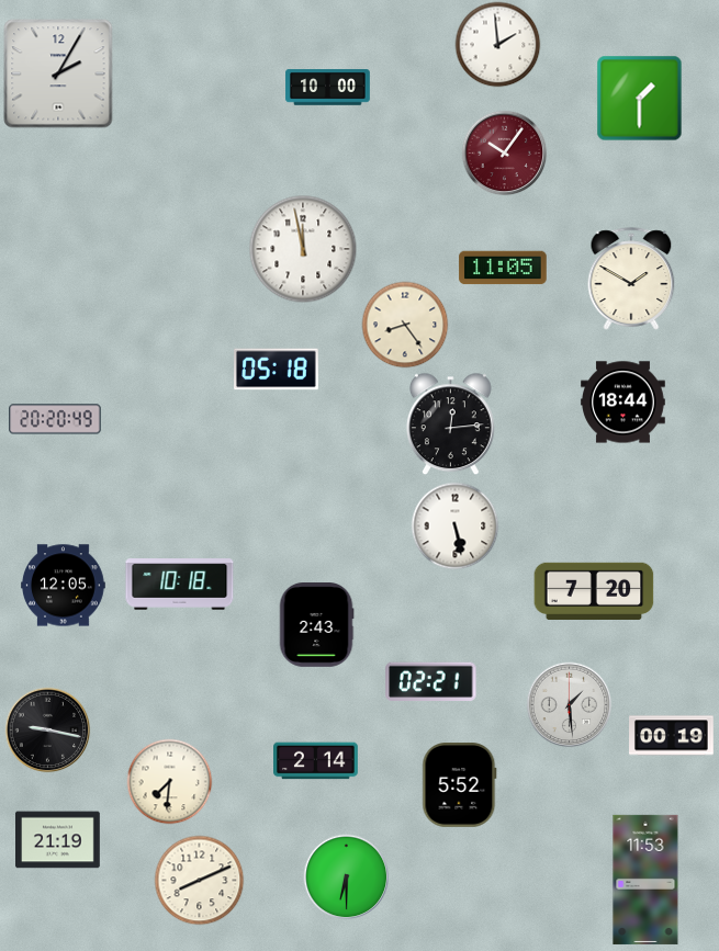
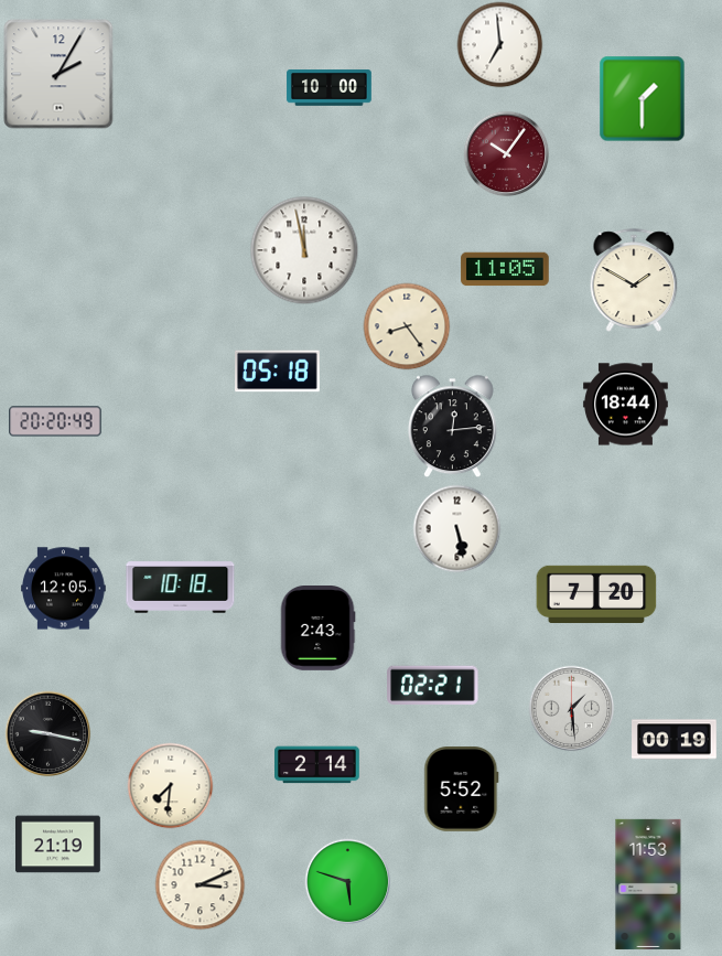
clock at (497, 44): 1:59 -> 6:59
clock at (346, 876): 6:30 -> 5:48
clock at (199, 880): 8:11 -> 3:11
